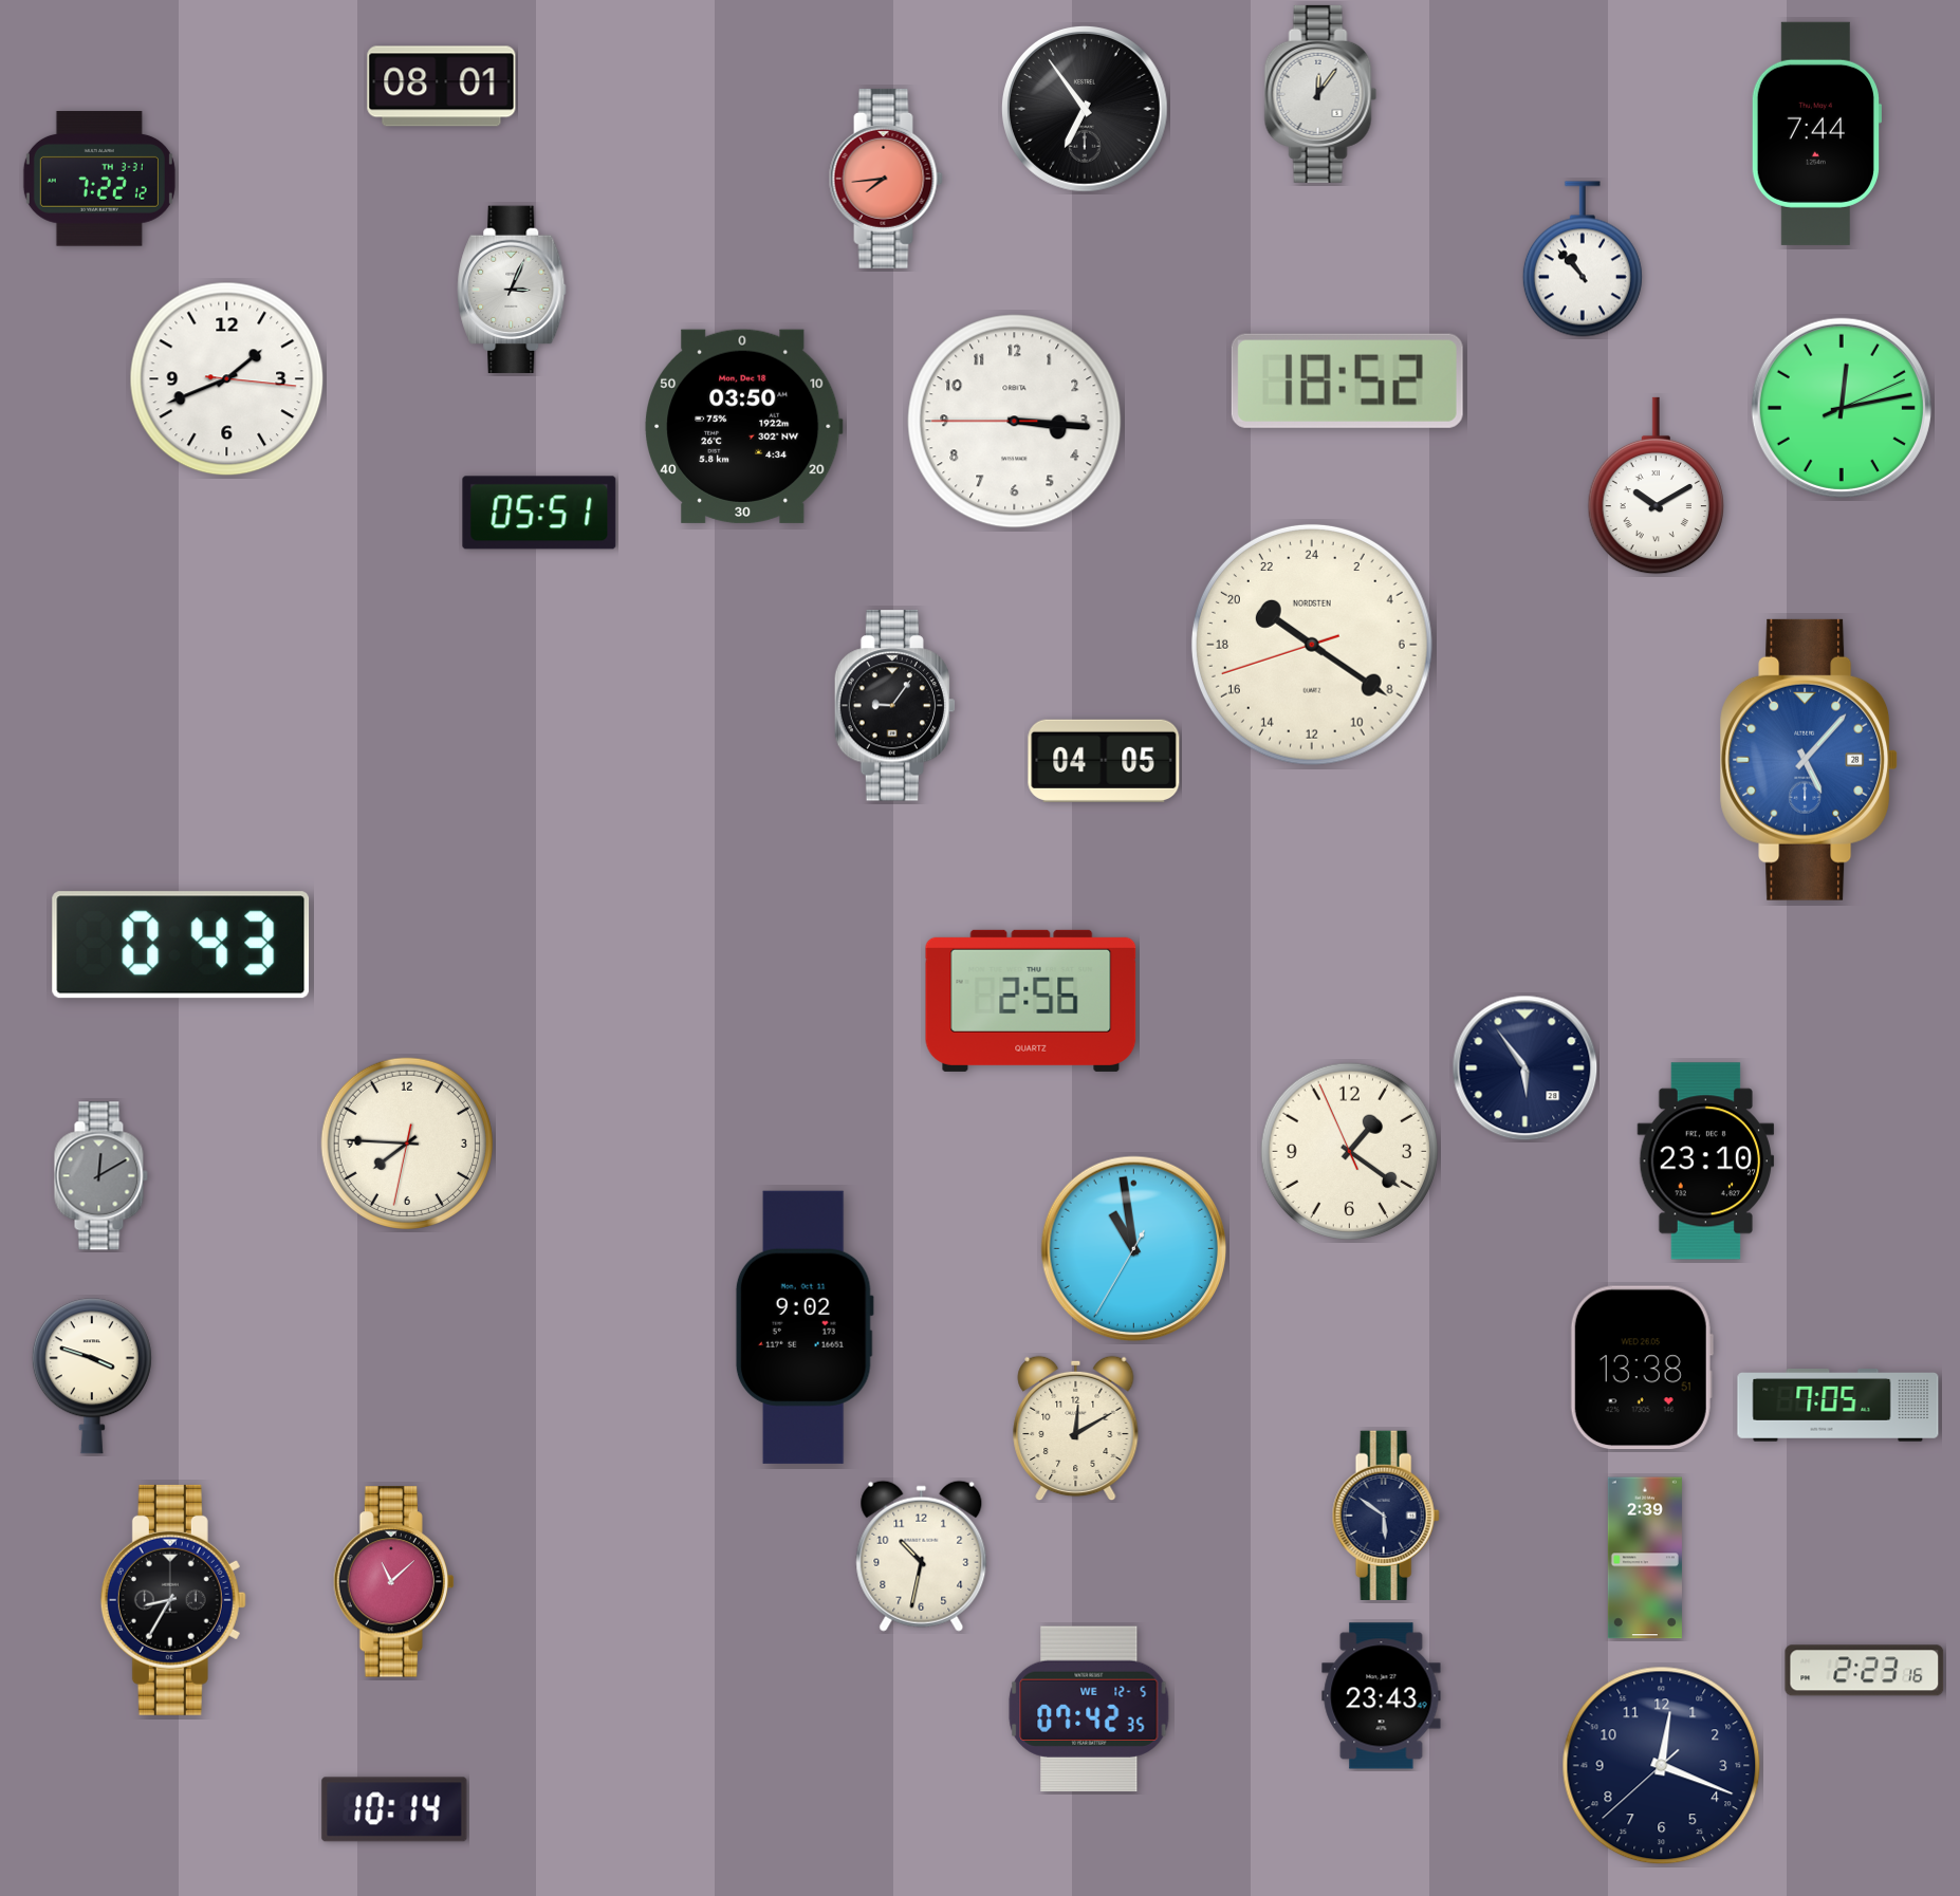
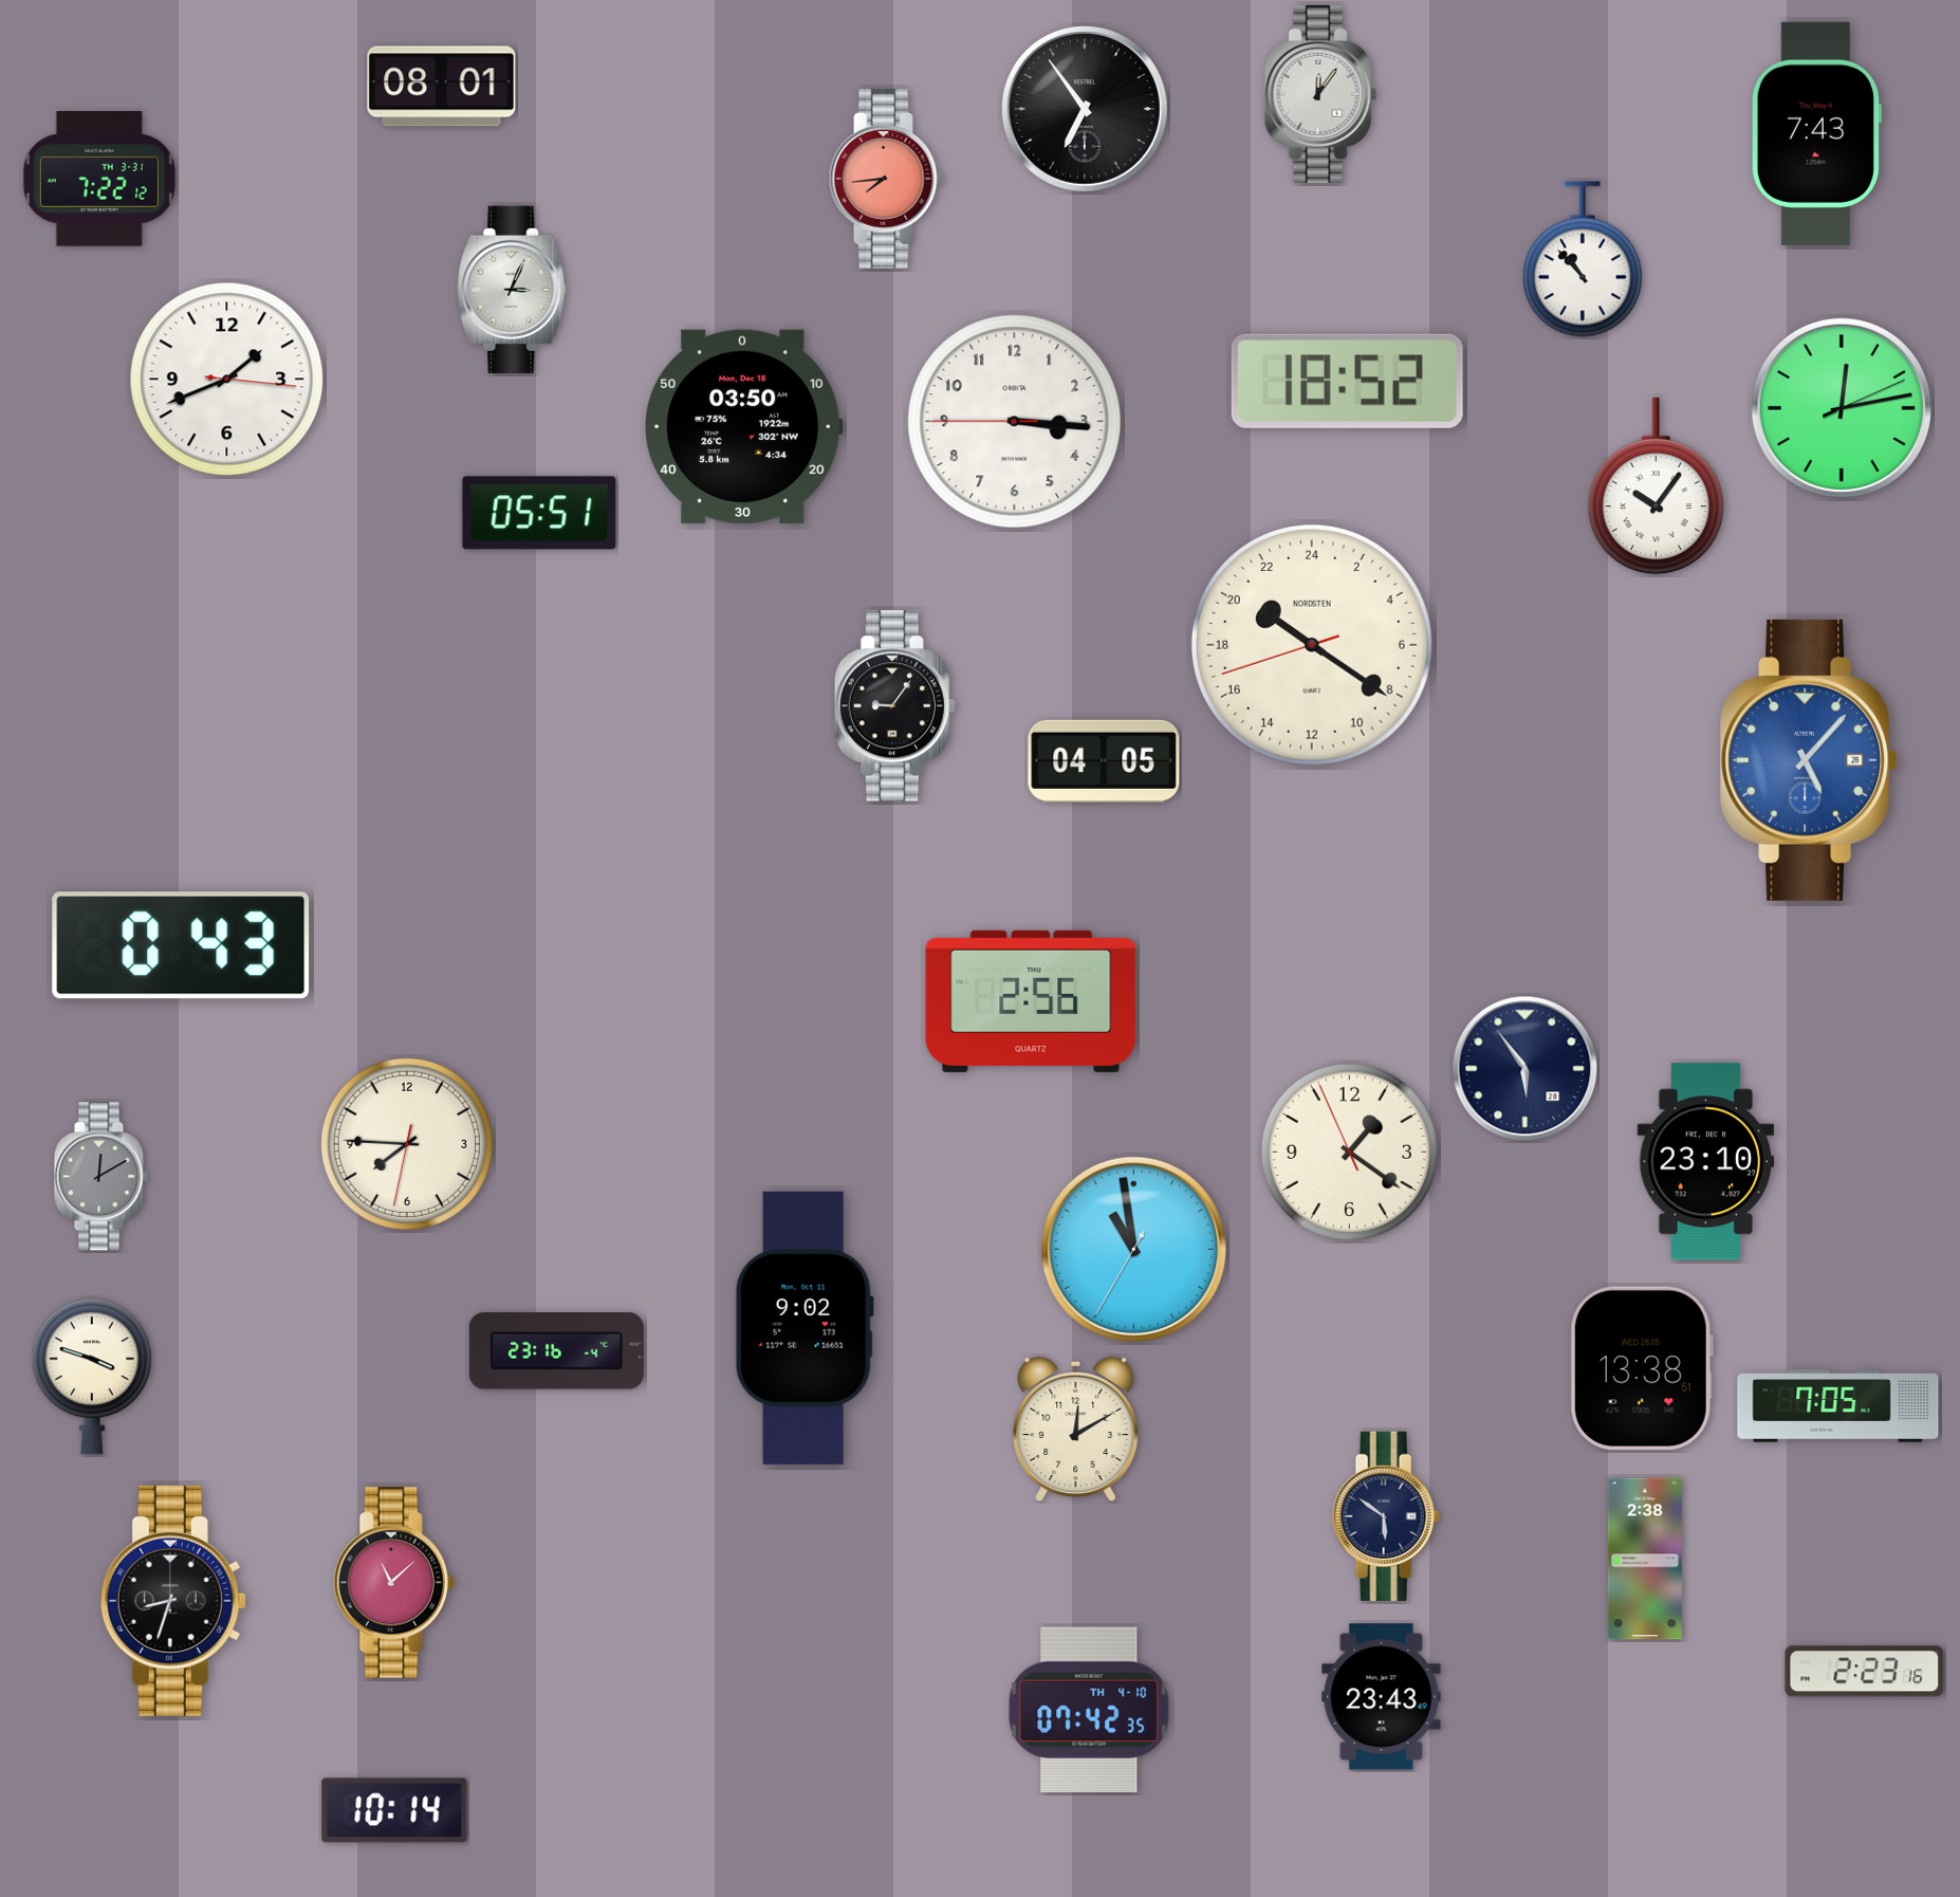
clock at (1815, 133): 7:44 -> 7:43
clock at (1656, 486): 10:10 -> 10:06
clock at (556, 1351): none -> 23:16
clock at (922, 1556): 10:32 -> none
clock at (1645, 1558): 2:39 -> 2:38
clock at (173, 1600): 8:35 -> 8:33
clock at (1089, 1708) date: WE 12-5 -> TH 4-10
clock at (1662, 1766): 12:18 -> none
